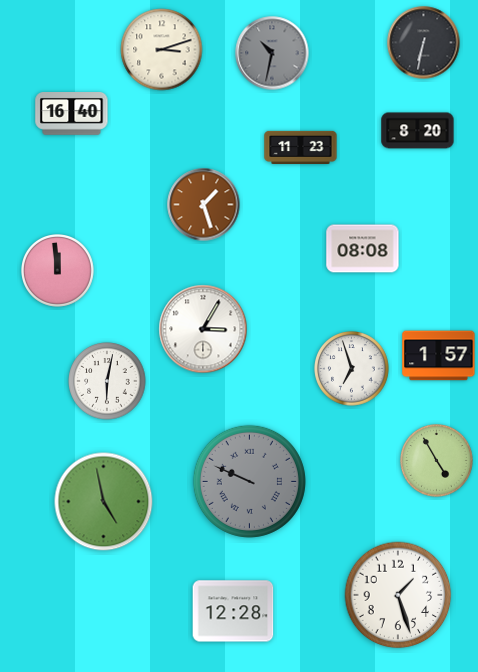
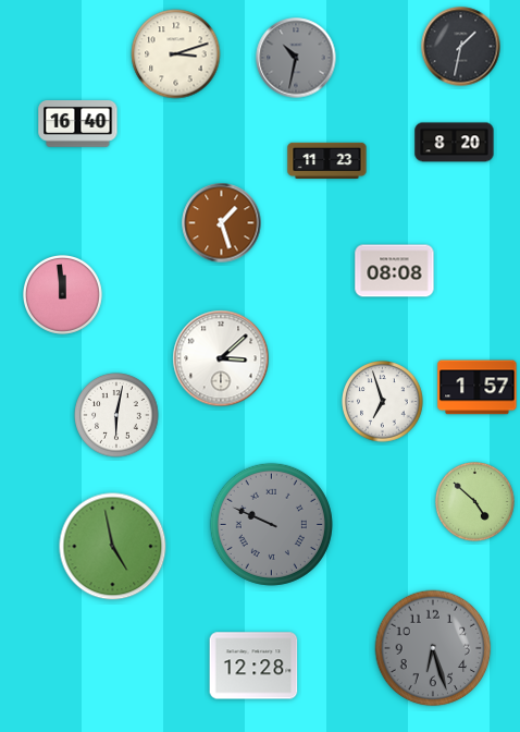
clock at (424, 43): 6:32 -> 1:32
clock at (203, 329): 3:05 -> 3:08
clock at (437, 461): 4:55 -> 4:52
clock at (398, 595): 1:27 -> 6:27
clock at (398, 595) dial: white -> grey
